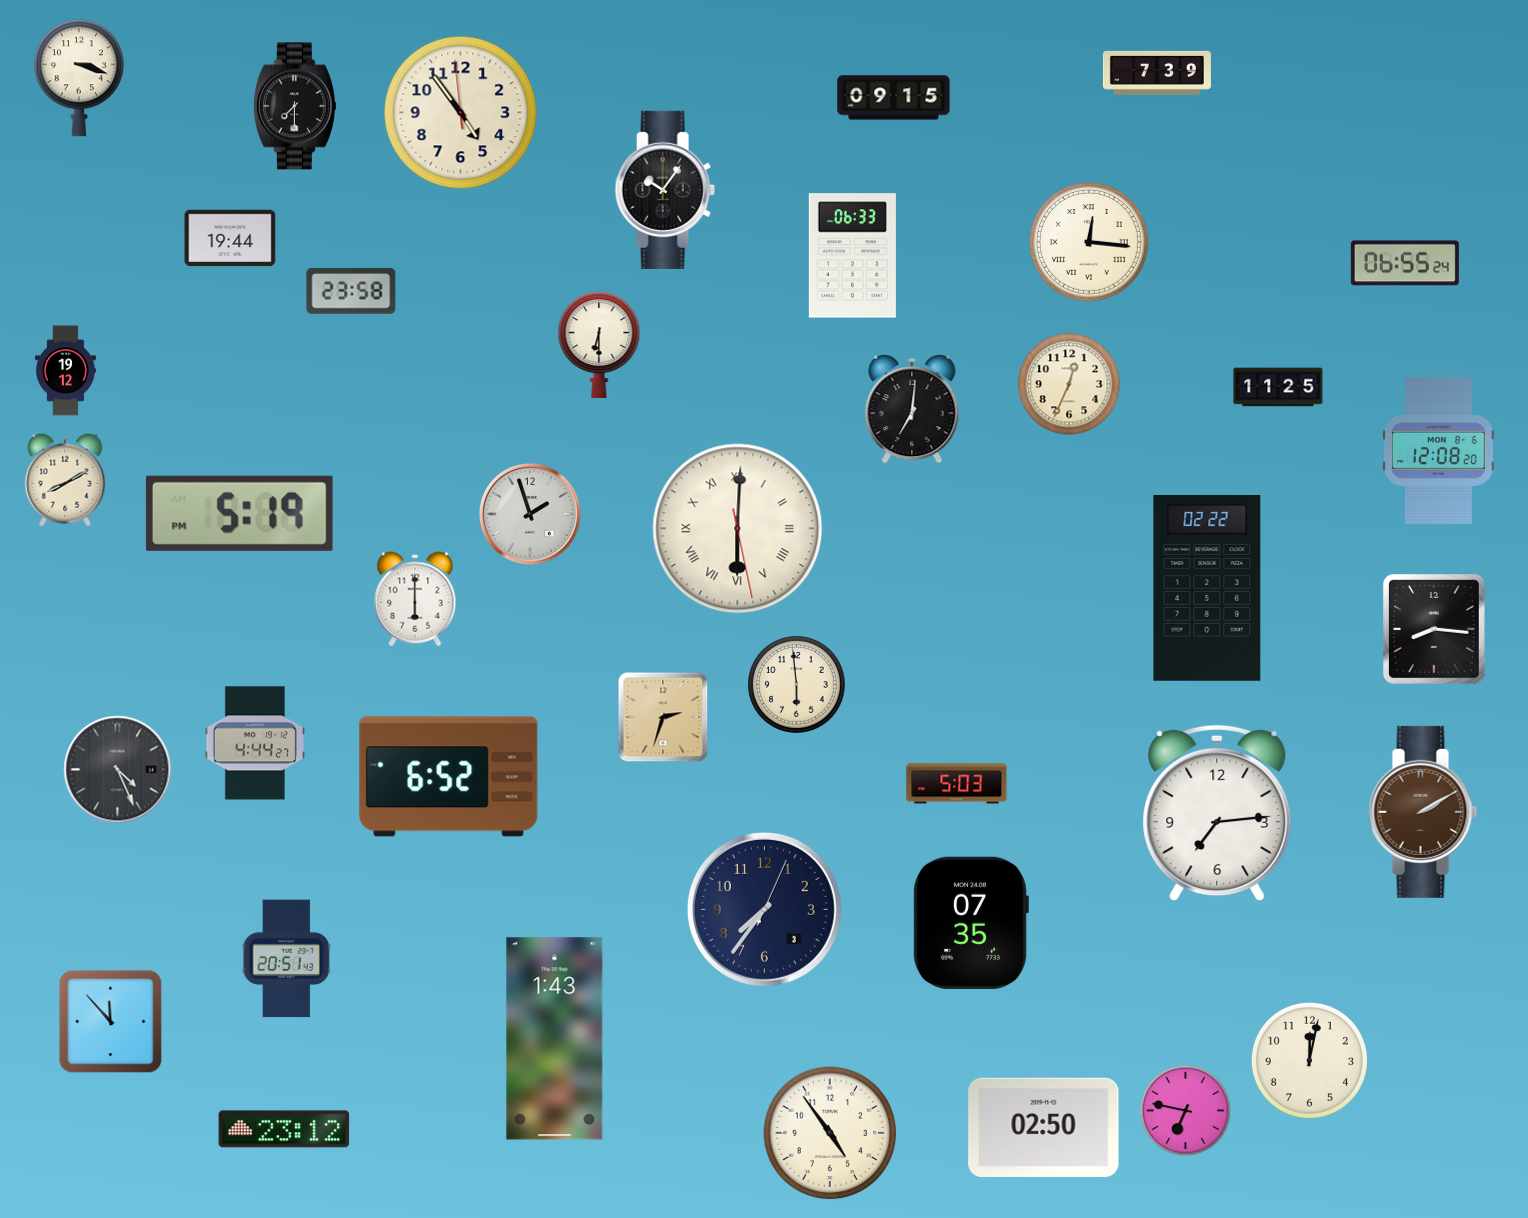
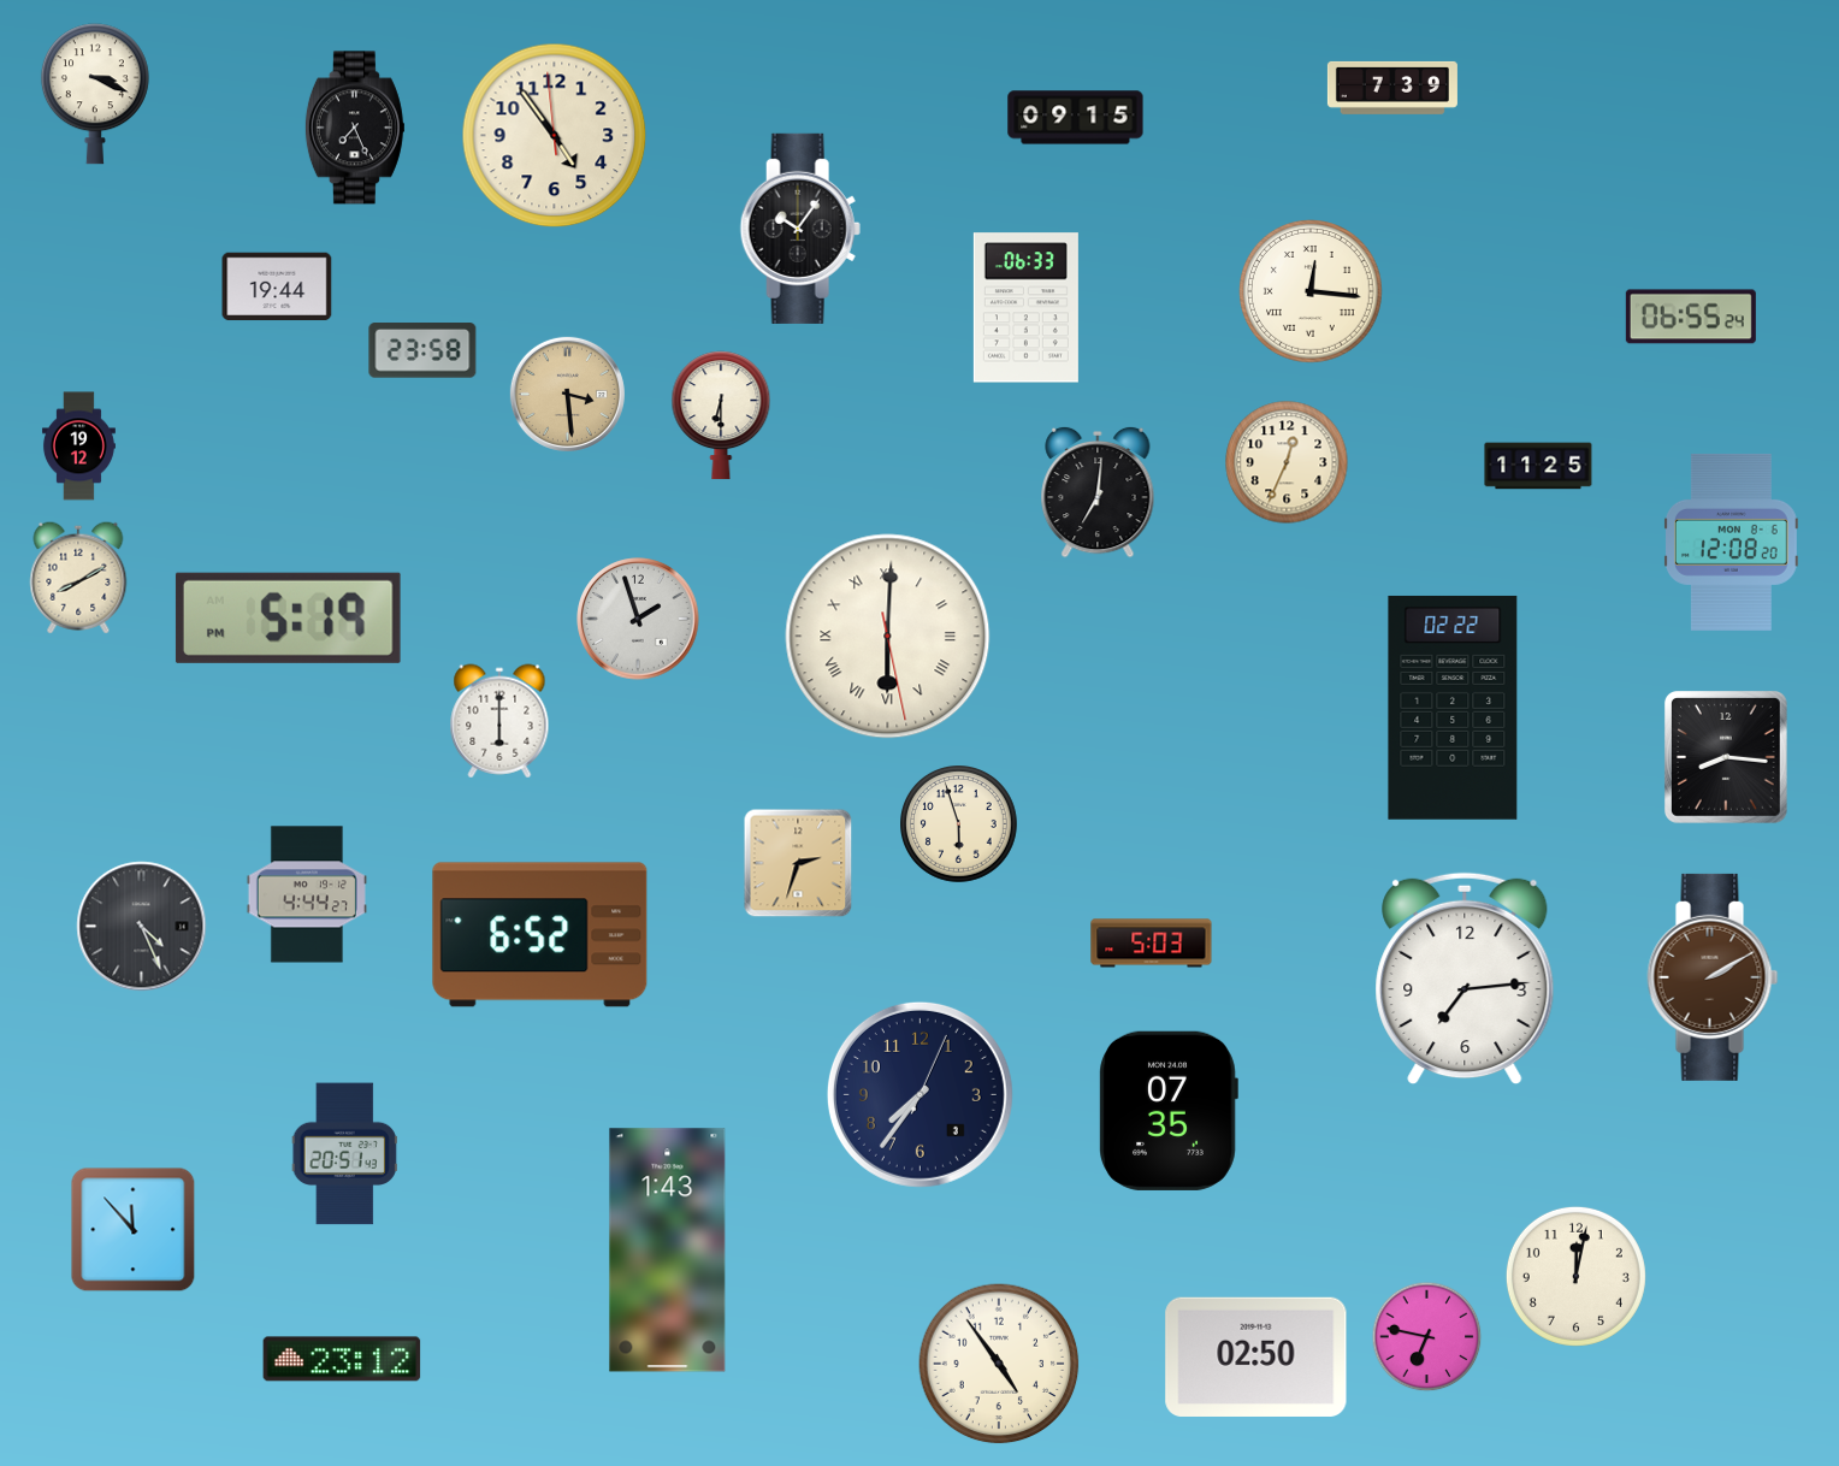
clock at (79, 78): 3:18 -> 3:19
clock at (295, 106): 7:30 -> 7:26
clock at (567, 394): none -> 3:29
clock at (797, 685): 5:59 -> 5:57
